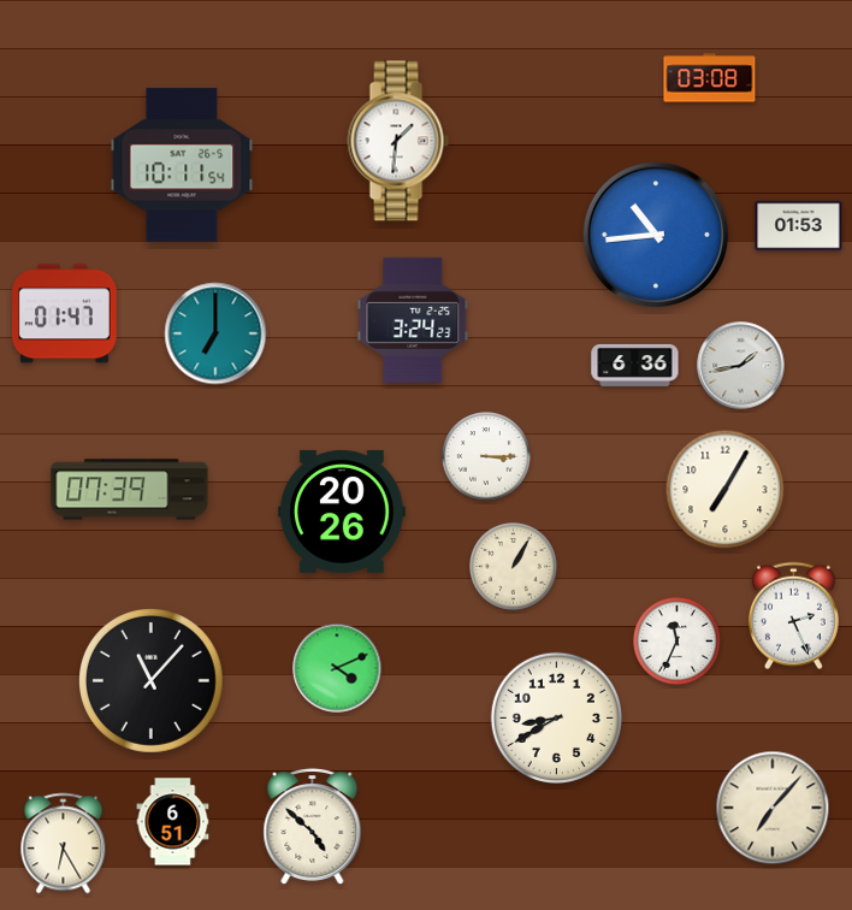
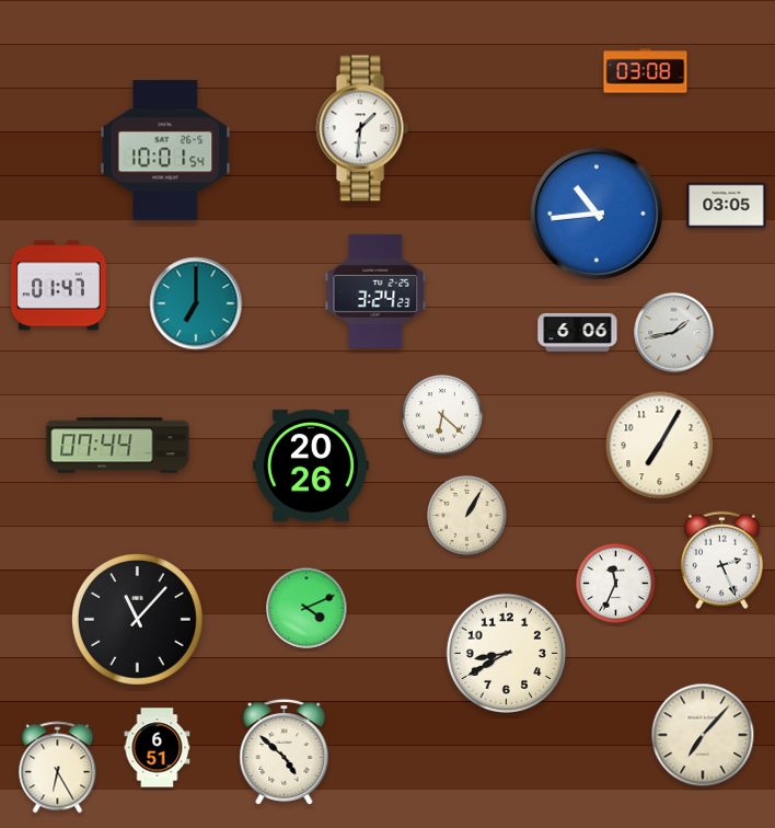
clock at (182, 165): 10:11 -> 10:01
clock at (799, 226): 01:53 -> 03:05
clock at (635, 365): 6:36 -> 6:06
clock at (486, 456): 3:15 -> 6:22
clock at (130, 490): 07:39 -> 07:44
